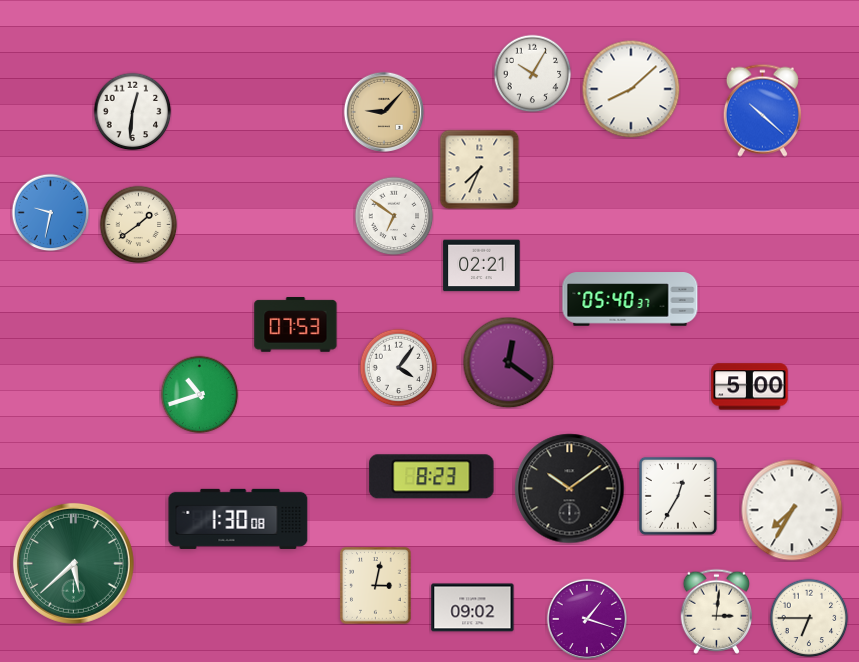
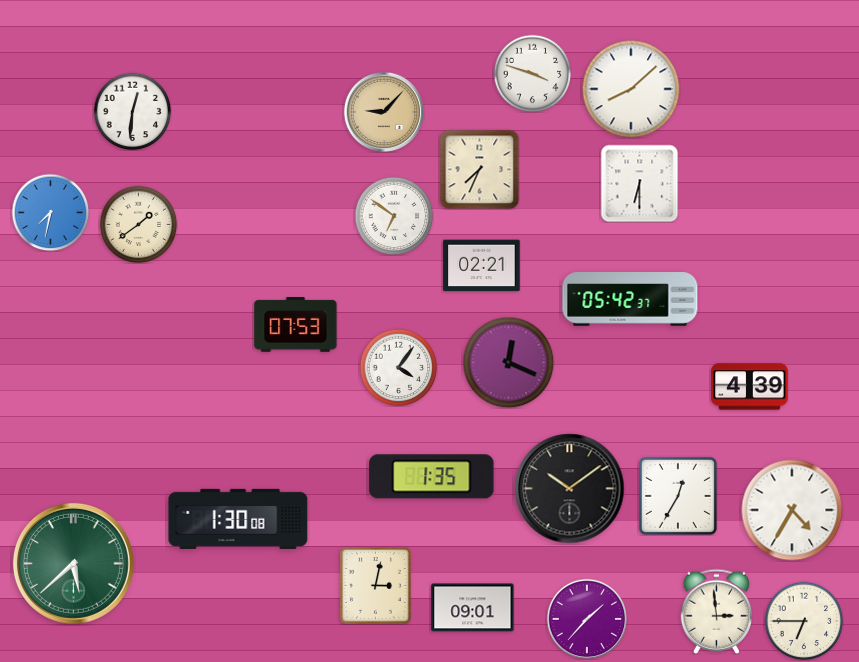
clock at (532, 73): 10:05 -> 3:48
clock at (762, 110): 10:22 -> none
clock at (639, 183): none -> 6:30
clock at (50, 212): 9:32 -> 7:32
clock at (630, 299): 05:40 -> 05:42
clock at (508, 362): 12:21 -> 12:19
clock at (750, 387): 5:00 -> 4:39
clock at (199, 394): 10:42 -> none
clock at (432, 477): 8:23 -> 1:35
clock at (792, 510): 7:35 -> 4:35
clock at (473, 608): 09:02 -> 09:01
clock at (716, 611): 3:01 -> 2:59
clock at (586, 618): 1:18 -> 1:37
clock at (809, 618) position: (809, 618) -> (804, 621)
